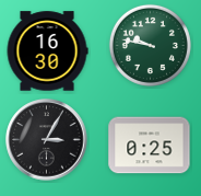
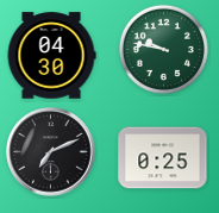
clock at (47, 51): 16:30 -> 04:30
clock at (47, 140): 3:05 -> 7:11
